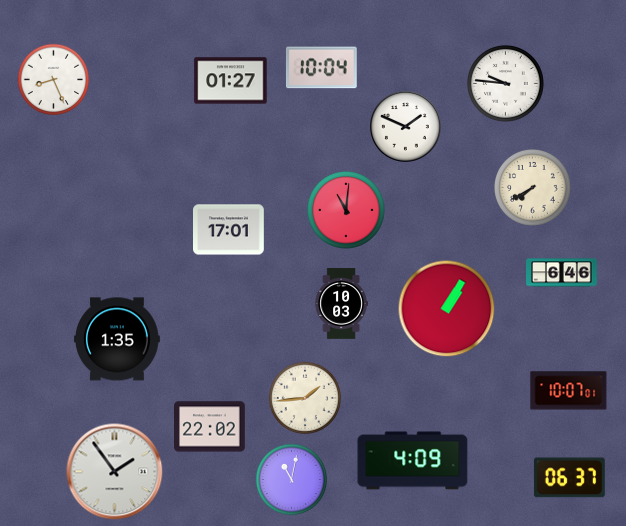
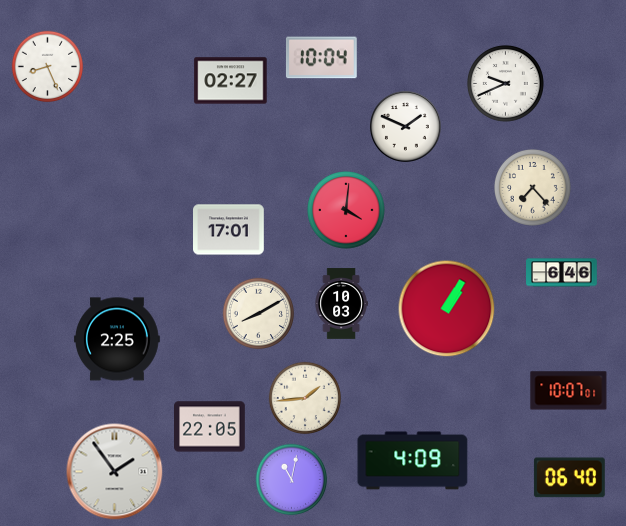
clock at (321, 68) position: (321, 68) -> (321, 58)
clock at (54, 80) position: (54, 80) -> (48, 67)
clock at (231, 81): 01:27 -> 02:27
clock at (506, 84): 9:46 -> 9:41
clock at (533, 188): 7:40 -> 7:23
clock at (347, 211): 11:01 -> 4:01
clock at (259, 314): none -> 8:10
clock at (117, 339): 1:35 -> 2:25
clock at (210, 427): 22:02 -> 22:05
clock at (569, 478): 06:37 -> 06:40
